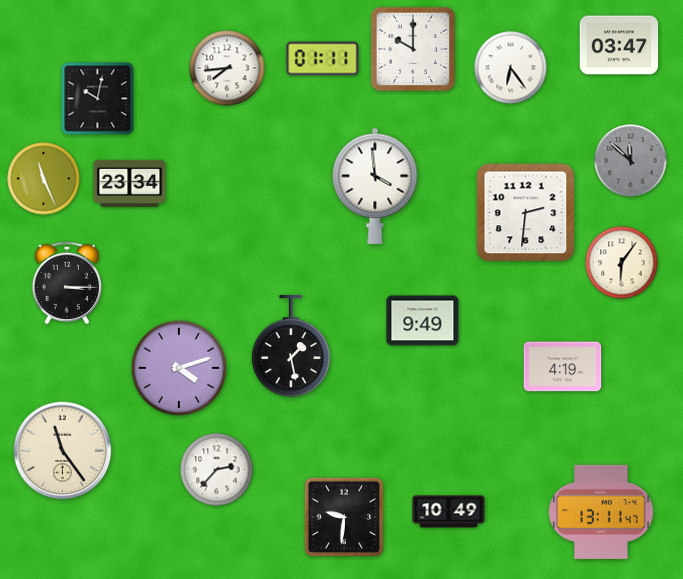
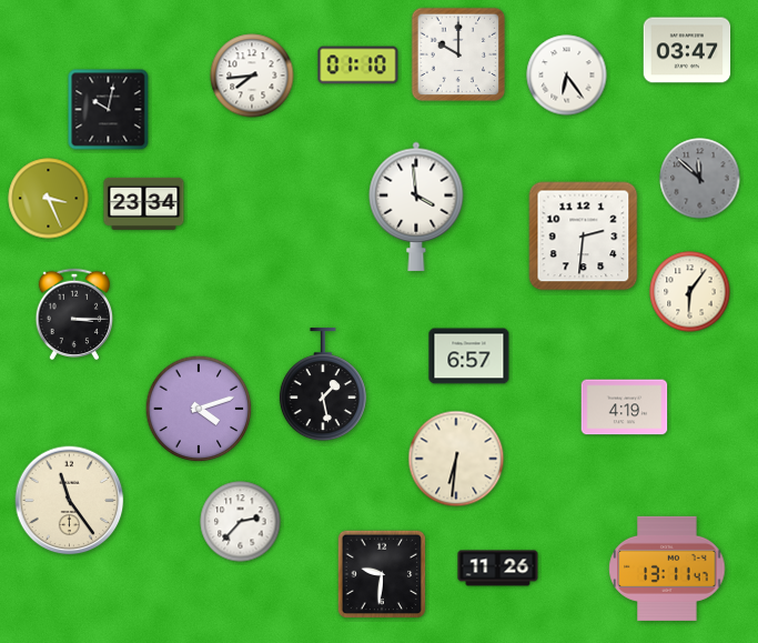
clock at (323, 59): 01:11 -> 01:10
clock at (44, 179): 11:26 -> 3:26
clock at (423, 321): 9:49 -> 6:57
clock at (456, 459): none -> 6:31
clock at (449, 512): 10:49 -> 11:26
